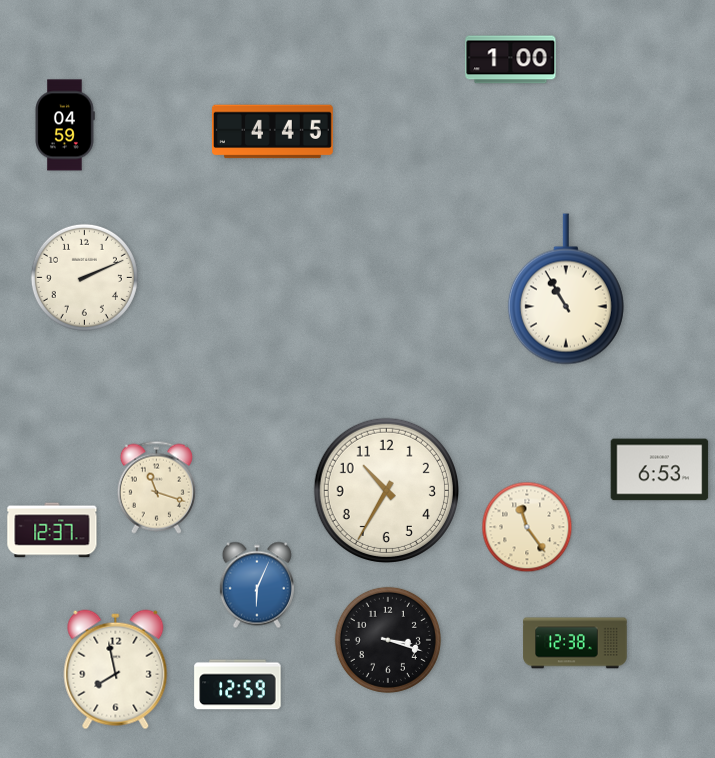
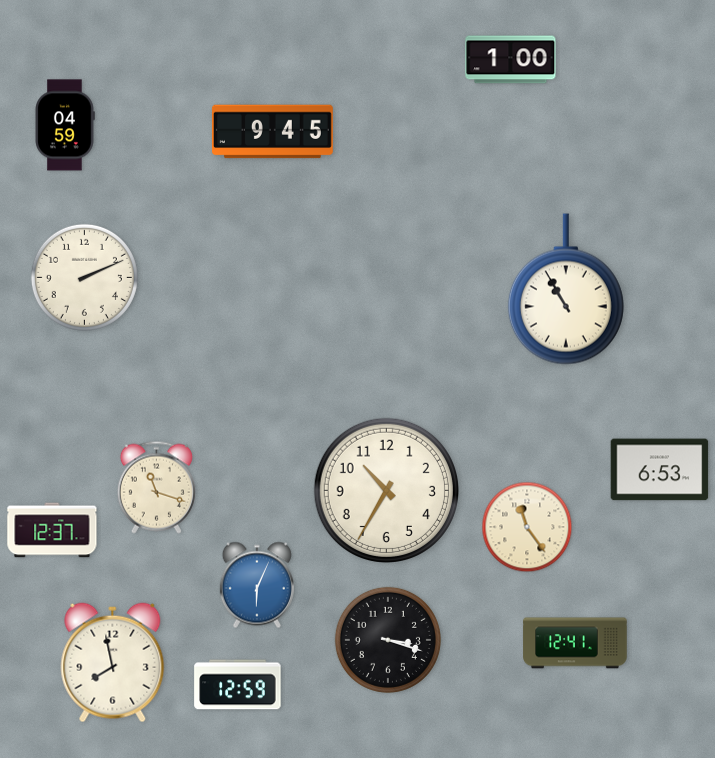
clock at (272, 132): 4:45 -> 9:45
clock at (575, 643): 12:38 -> 12:41
clock at (116, 670) position: (116, 670) -> (113, 663)
